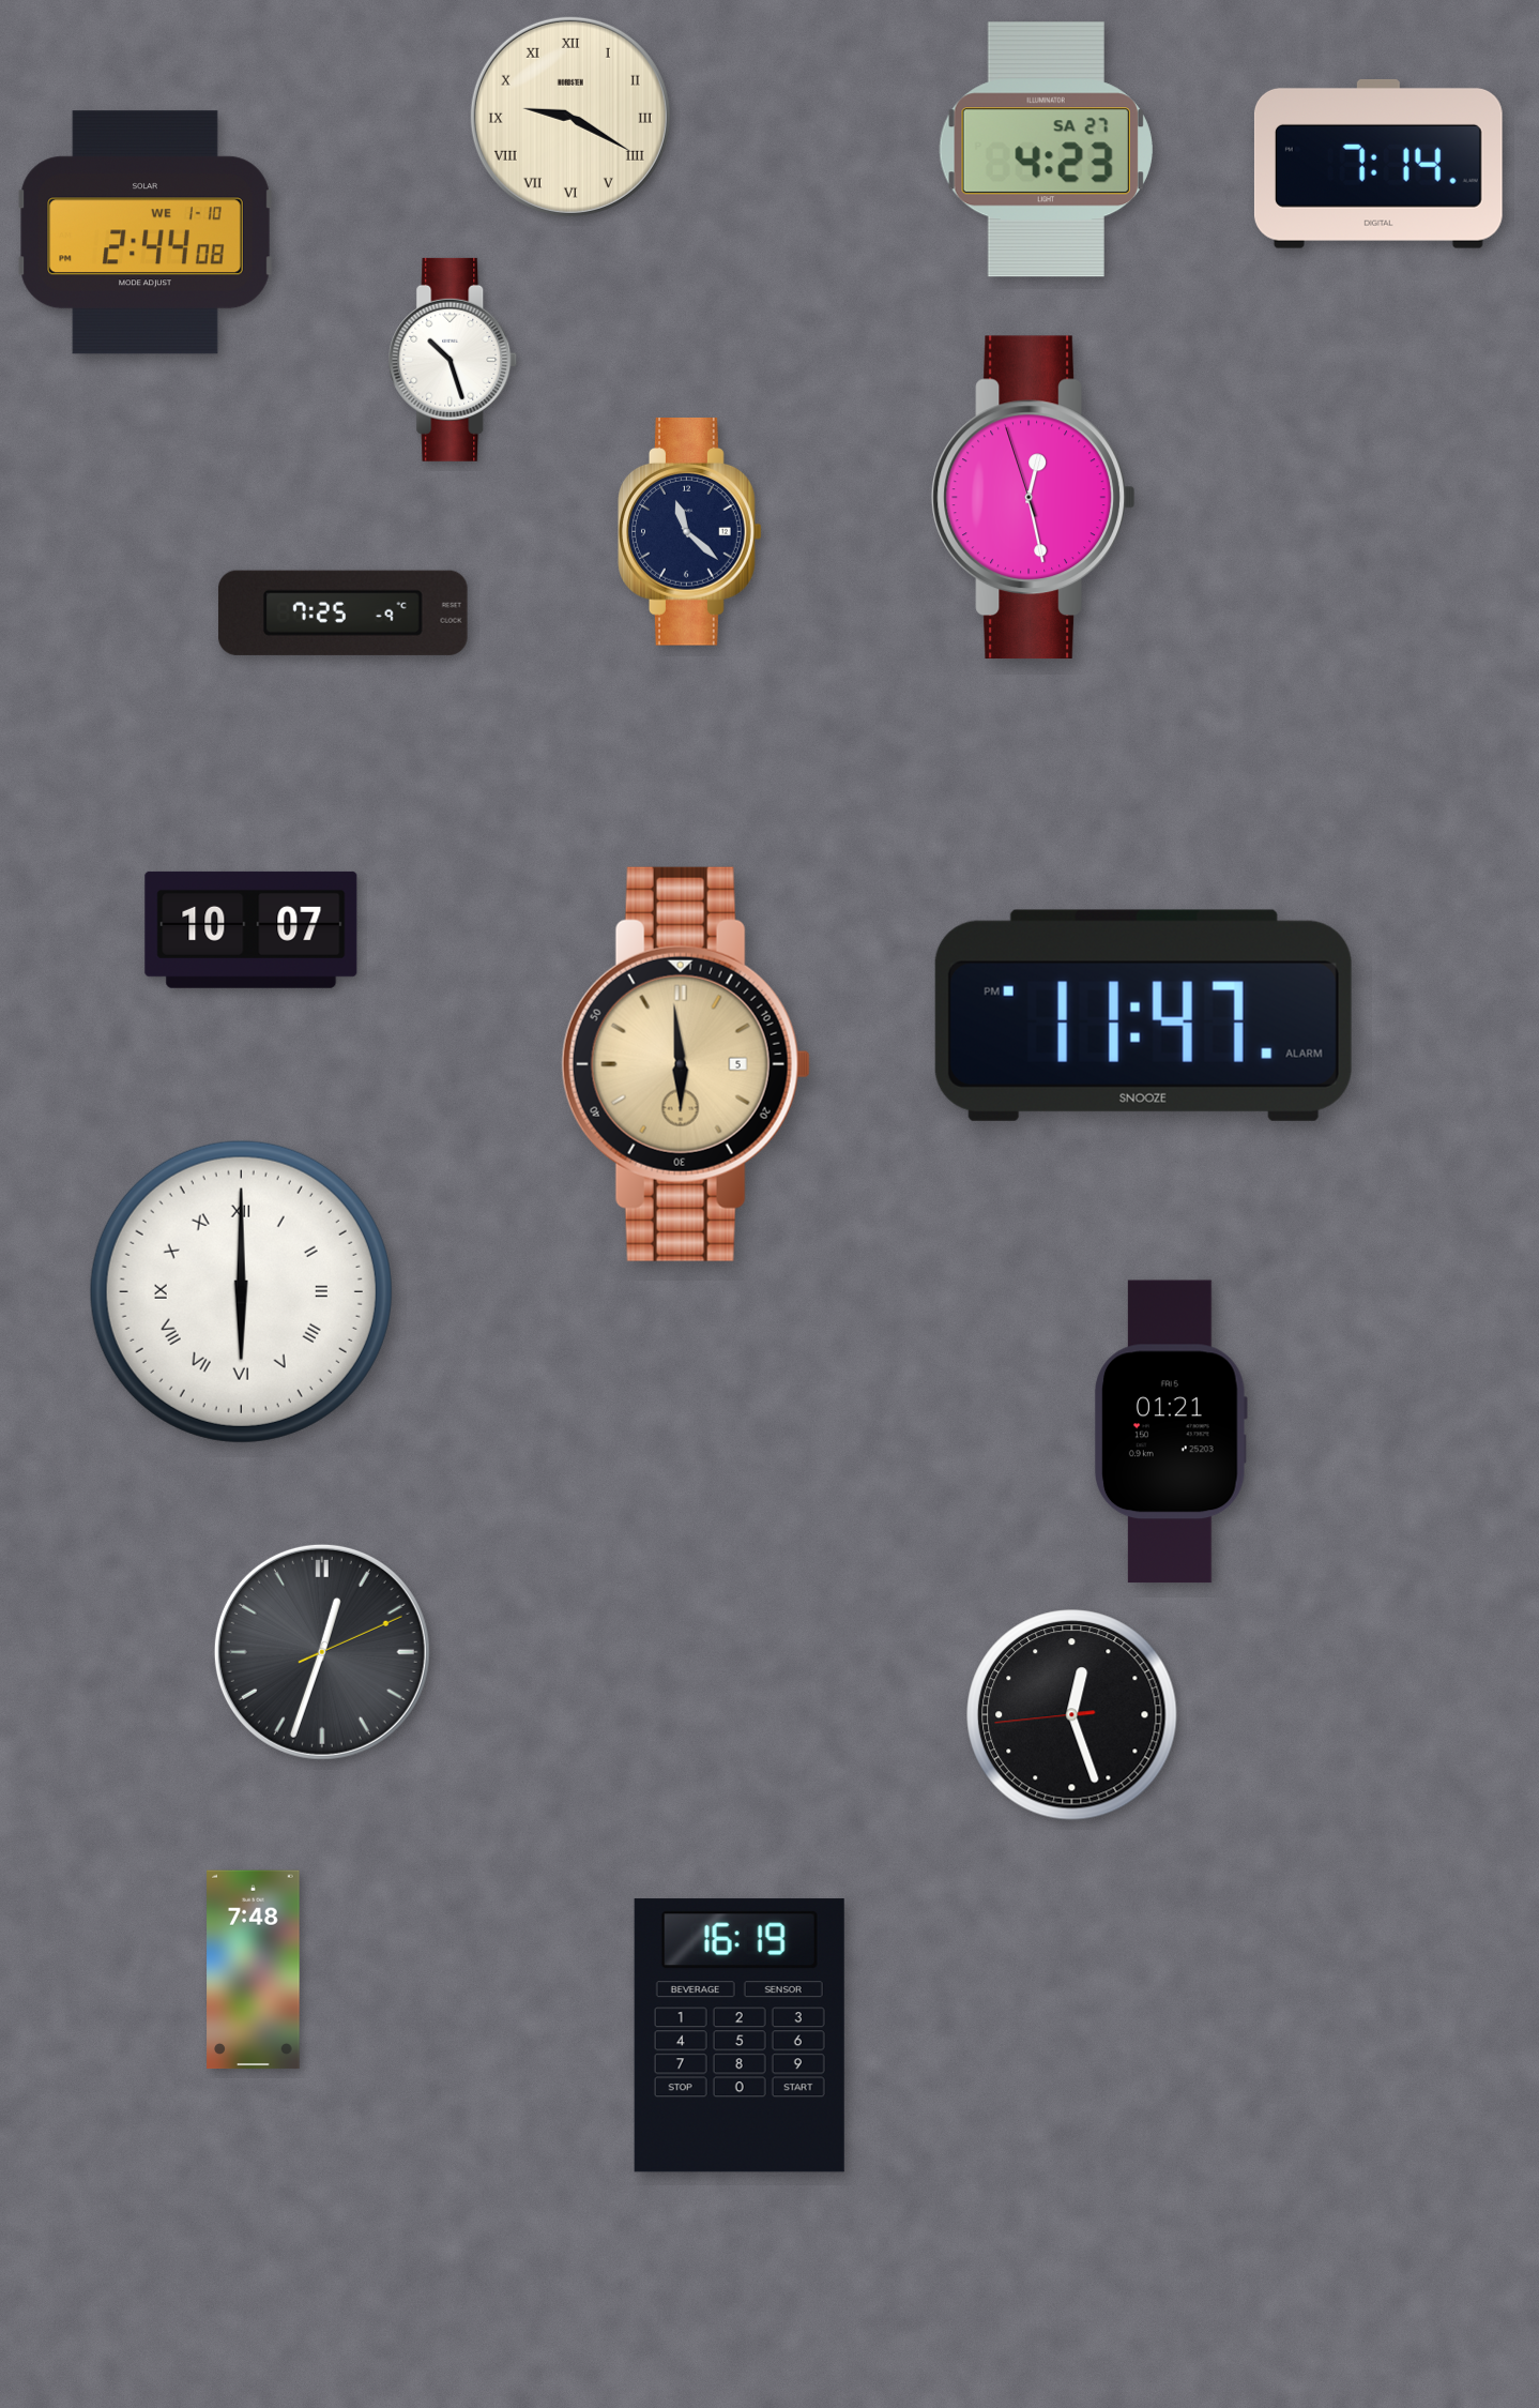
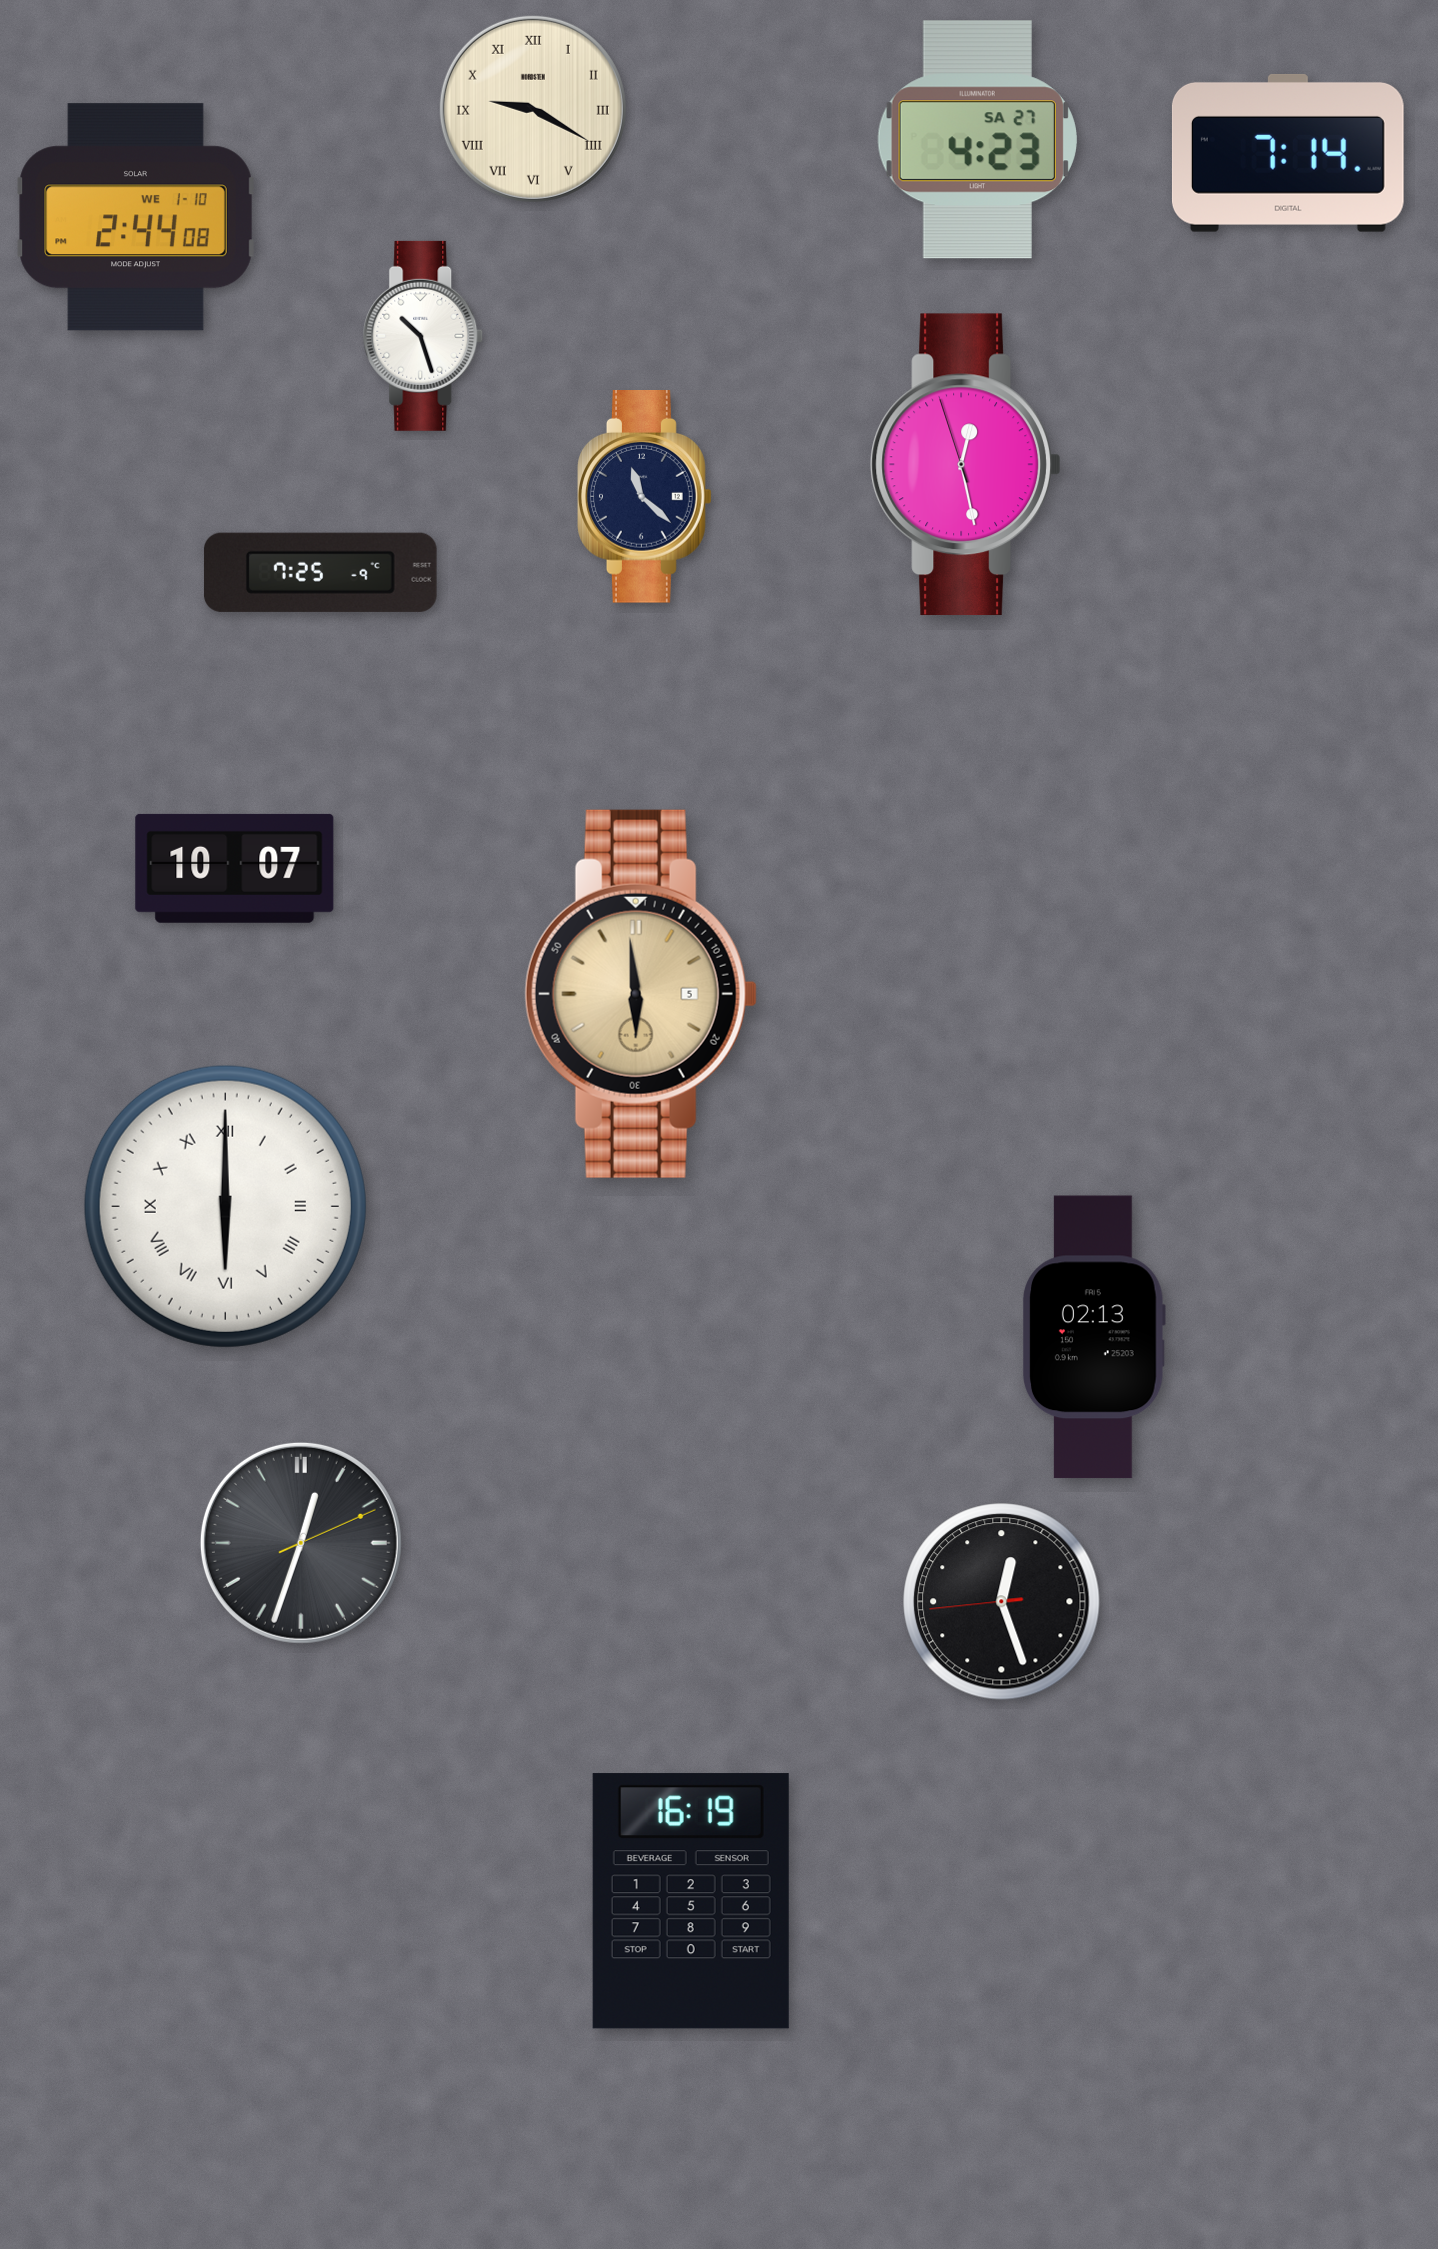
clock at (1143, 1015): 11:47 -> none
clock at (1172, 1432): 01:21 -> 02:13
clock at (254, 1970): 7:48 -> none
